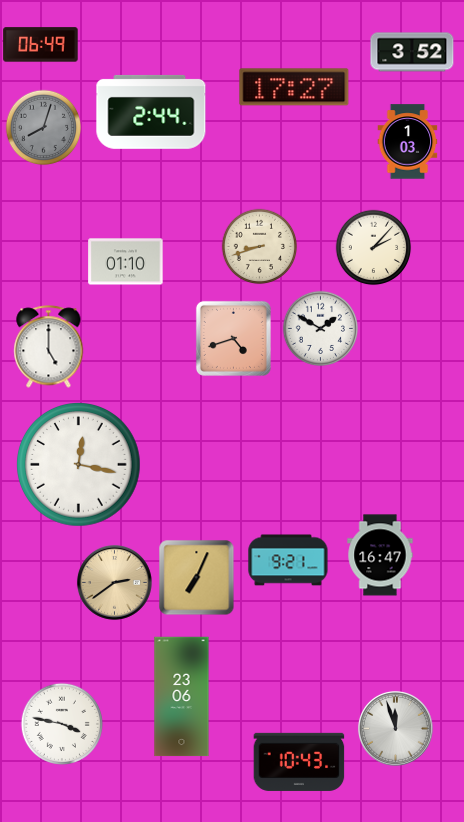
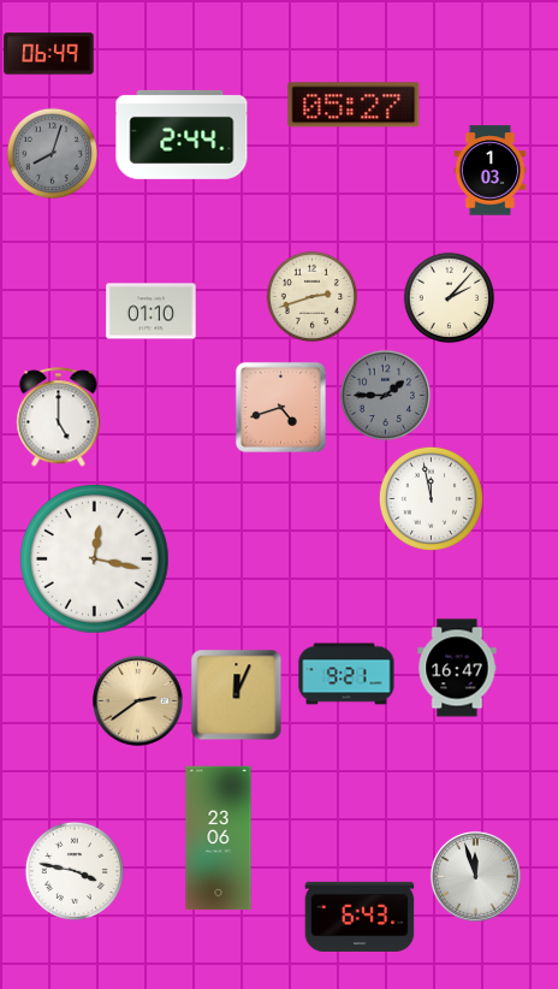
clock at (412, 52): 3:52 -> none
clock at (294, 87): 17:27 -> 05:27
clock at (260, 247): 8:42 -> 2:42
clock at (126, 262) position: (126, 262) -> (152, 312)
clock at (321, 329): 1:50 -> 1:45
clock at (321, 329) dial: white -> grey
clock at (431, 498): none -> 11:58
clock at (197, 578): 7:04 -> 12:04
clock at (299, 762): 10:43 -> 6:43
